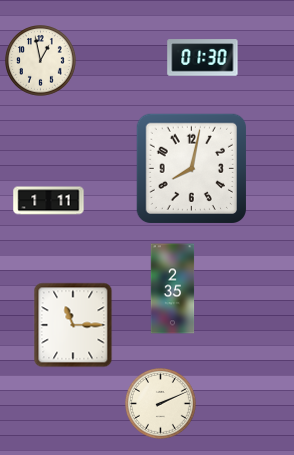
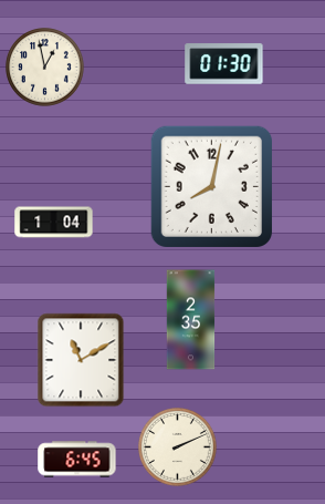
clock at (49, 201): 1:11 -> 1:04
clock at (73, 325): 11:15 -> 11:10
clock at (77, 460): none -> 6:45
